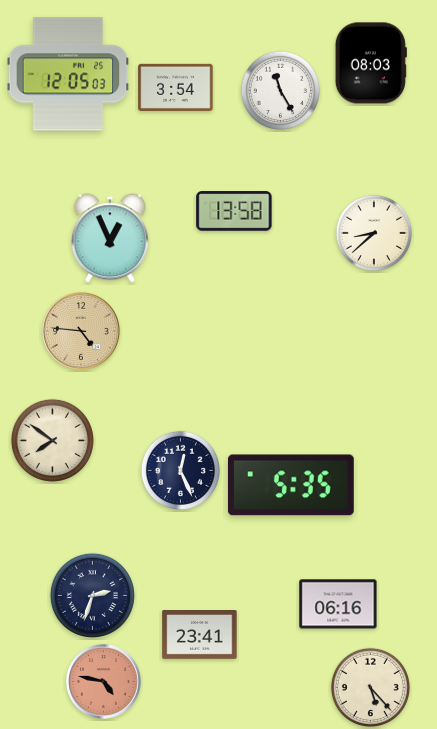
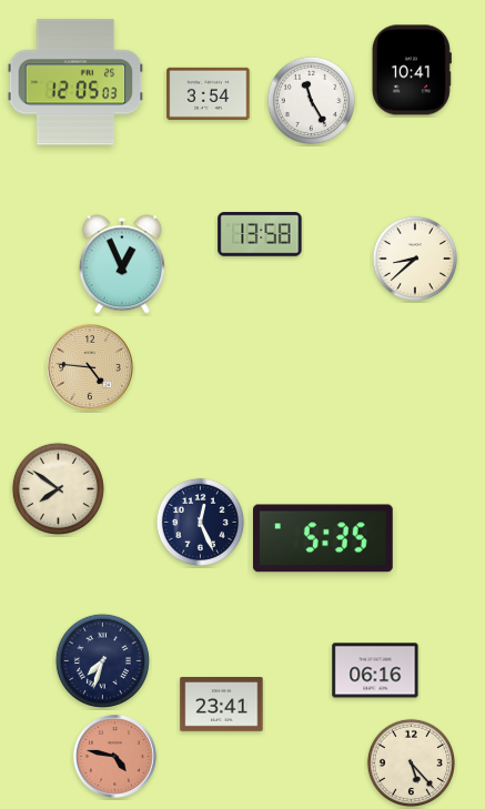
clock at (371, 63): 08:03 -> 10:41
clock at (176, 87) position: (176, 87) -> (209, 93)
clock at (92, 595): 2:33 -> 7:33
